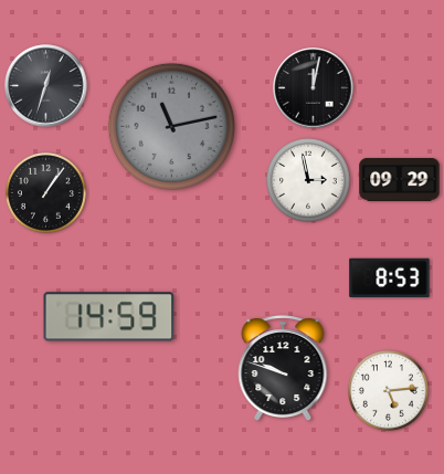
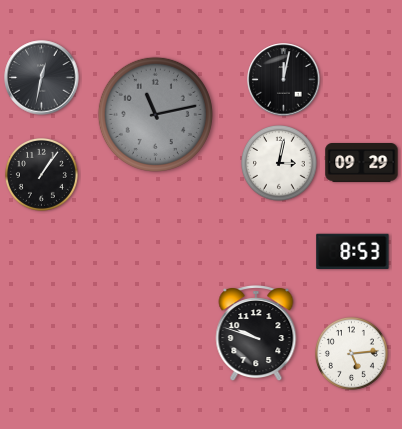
clock at (46, 86): 12:33 -> 12:32
clock at (309, 181): 2:58 -> 3:02
clock at (109, 317): 14:59 -> none
